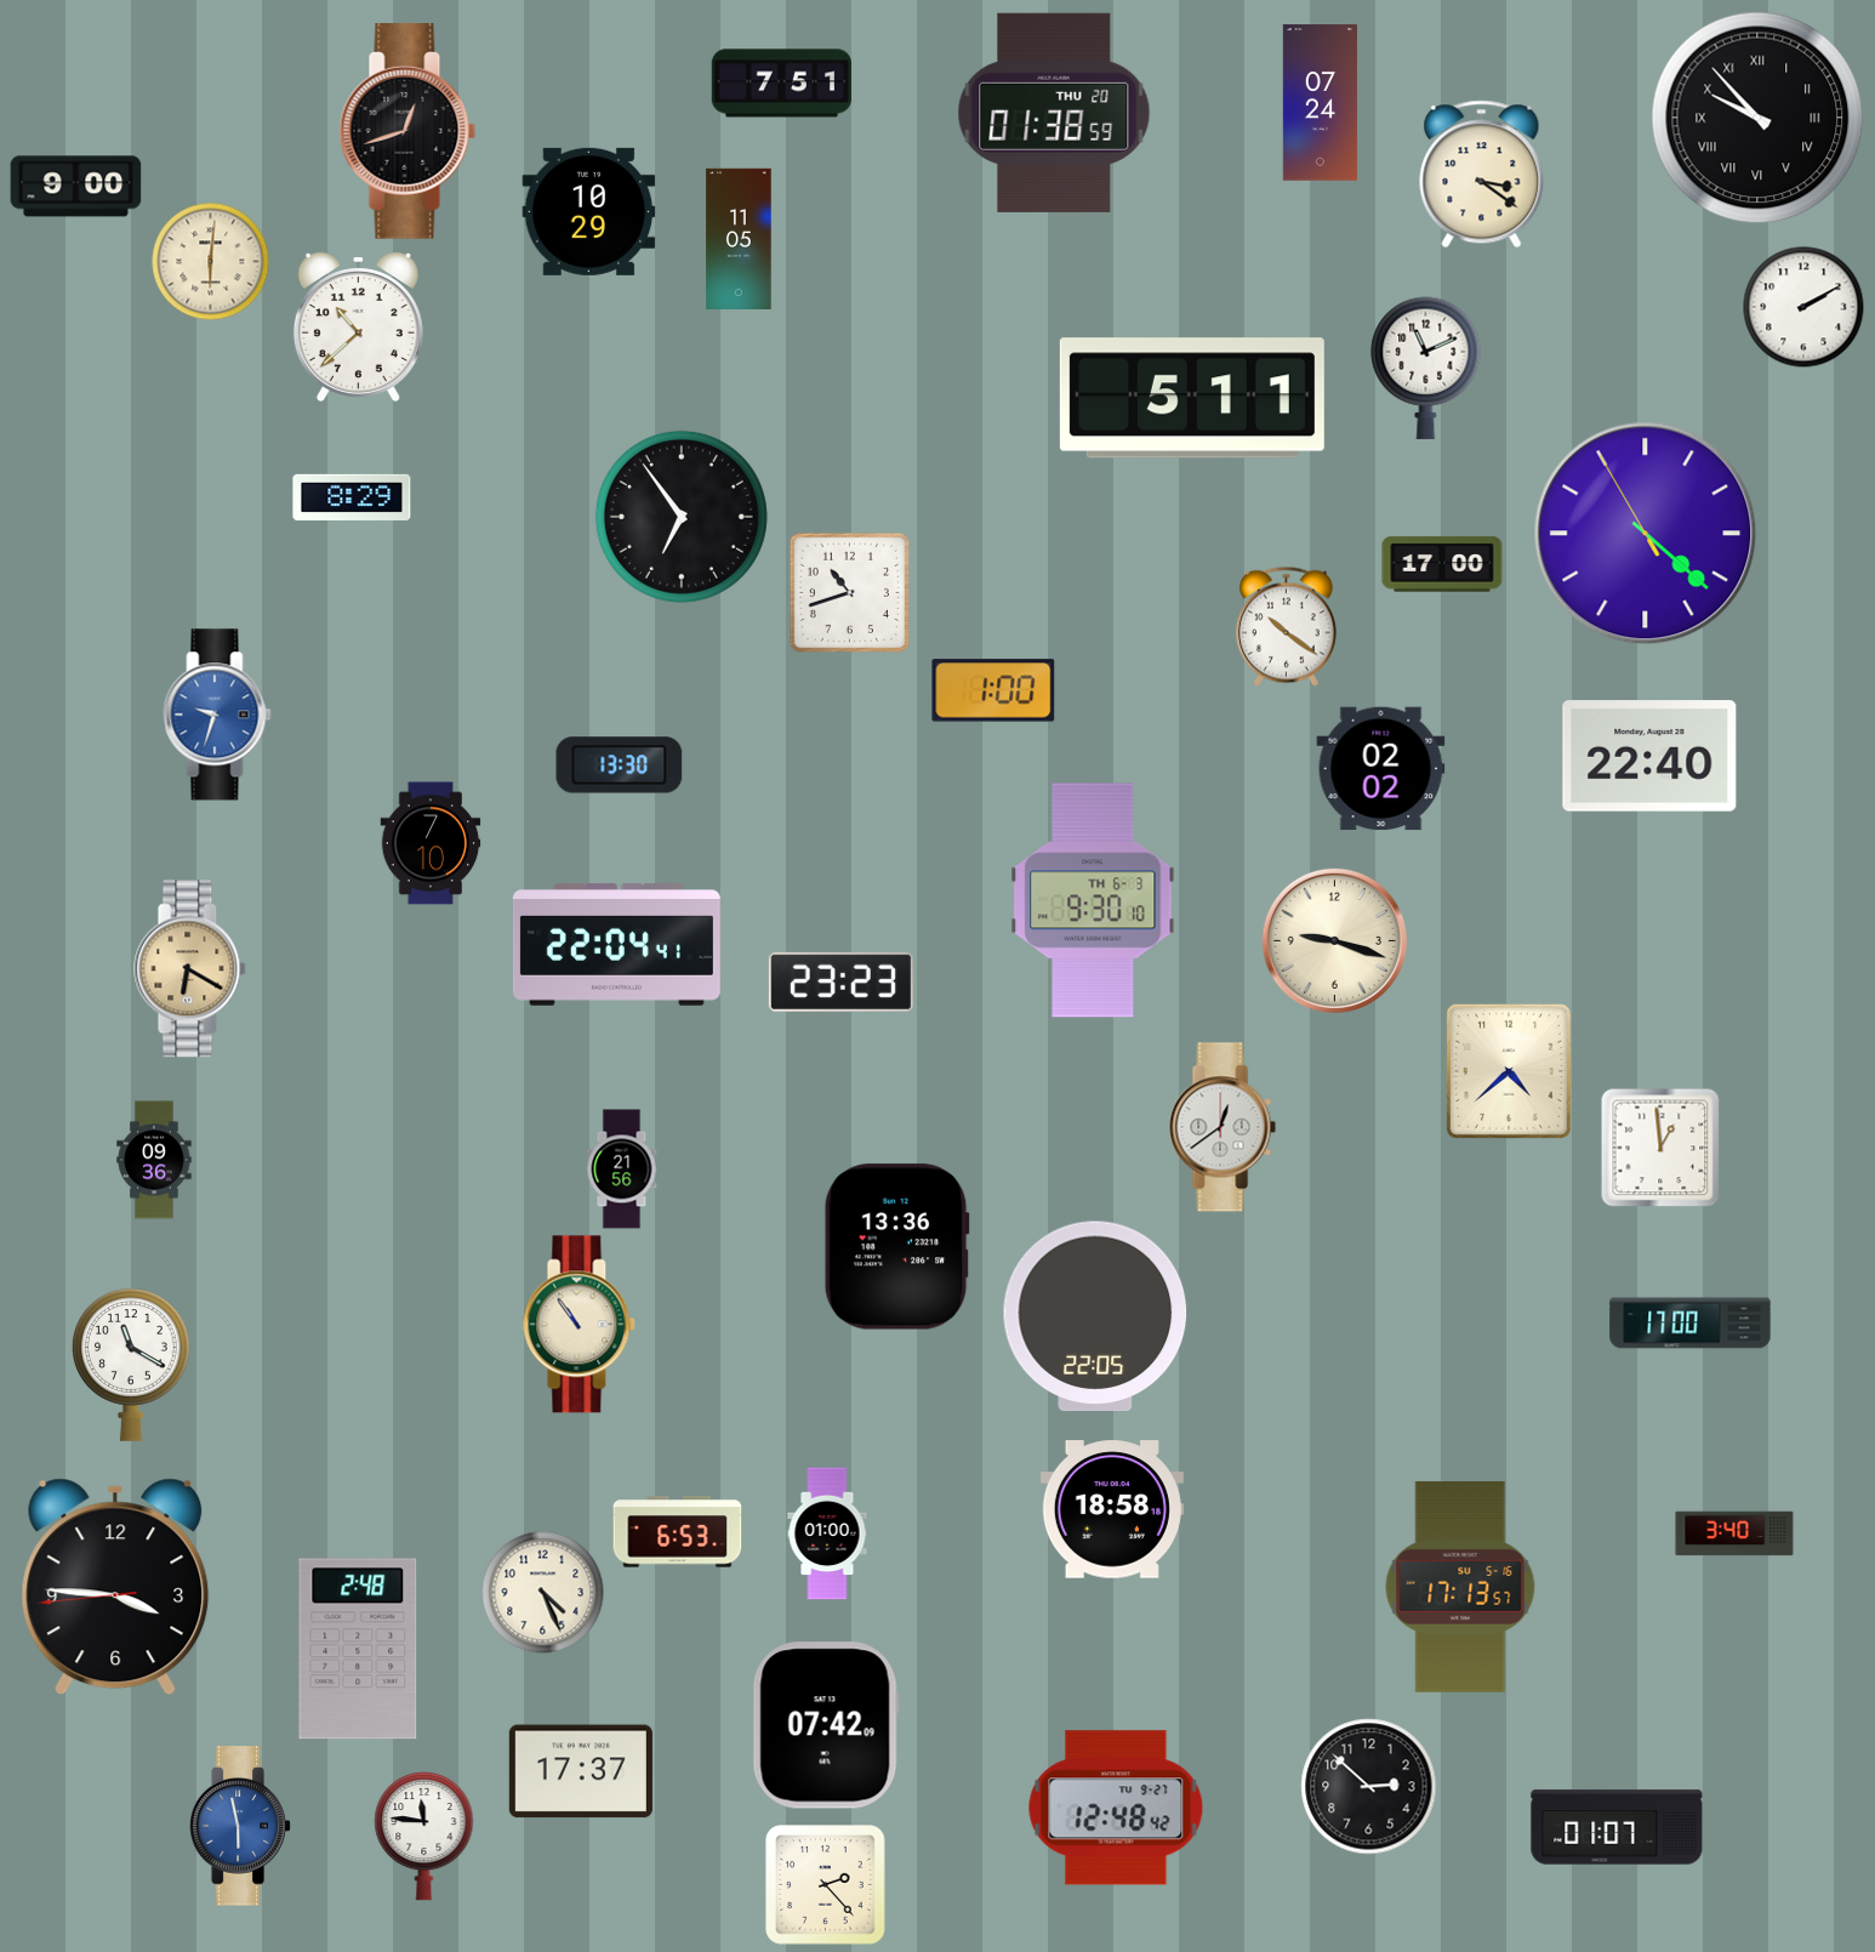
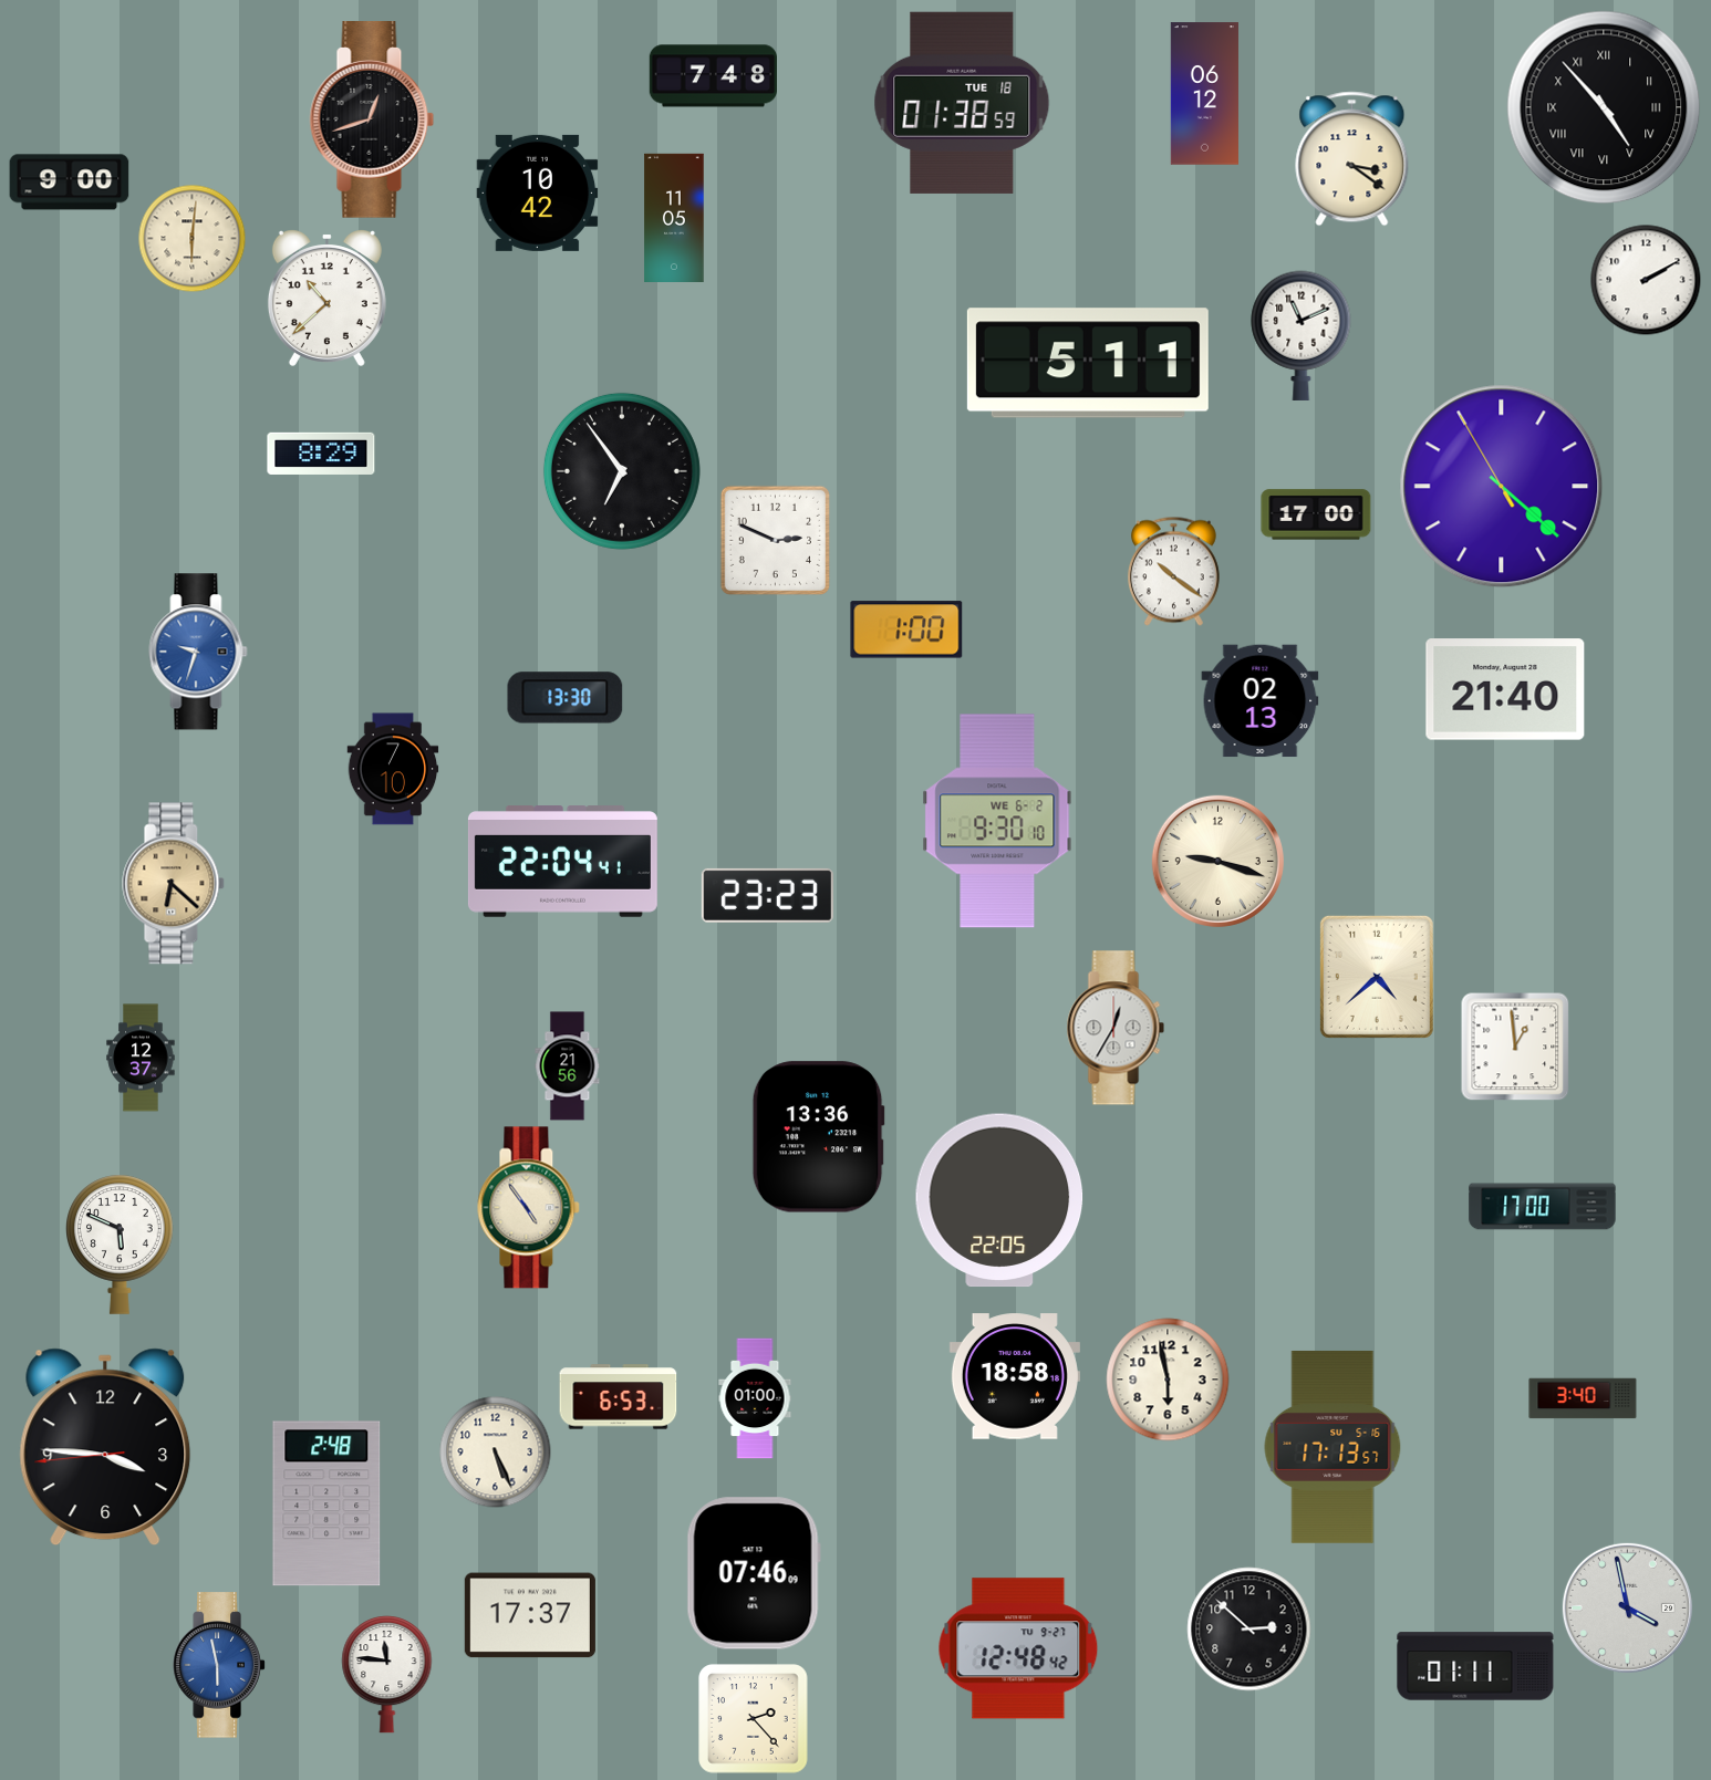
clock at (781, 84): 7:51 -> 7:48
clock at (1320, 103): 07:24 -> 06:12
clock at (1054, 113) date: THU 20 -> TUE 18
clock at (1757, 118): 9:53 -> 4:53
clock at (76, 187) position: (76, 187) -> (70, 183)
clock at (589, 211): 10:29 -> 10:42
clock at (849, 592): 10:42 -> 2:49
clock at (1649, 756): 22:40 -> 21:40
clock at (1381, 769): 02:02 -> 02:13
clock at (1093, 900) date: TH 6-3 -> WE 6-2
clock at (1334, 940) position: (1334, 940) -> (1217, 861)
clock at (190, 969): 6:20 -> 6:22
clock at (1223, 1127): 12:39 -> 12:35
clock at (154, 1160): 09:36 -> 12:37
clock at (580, 1325): 10:54 -> 4:54
clock at (132, 1365): 11:20 -> 5:49
clock at (1168, 1380): none -> 5:58
clock at (543, 1593): 4:26 -> 5:26
clock at (826, 1725): 07:42 -> 07:46
clock at (1627, 1607): none -> 3:58
clock at (1617, 1827): 01:07 -> 01:11
